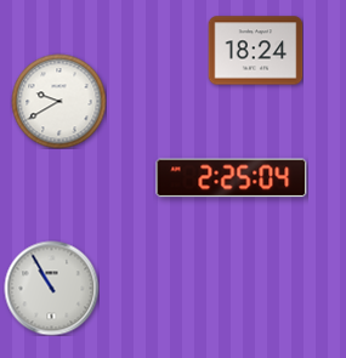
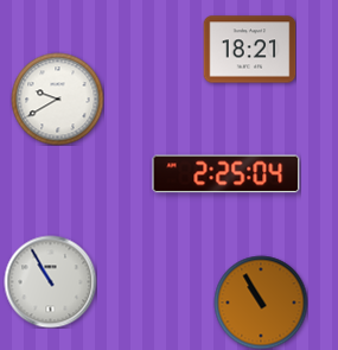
clock at (255, 51): 18:24 -> 18:21
clock at (261, 303): none -> 10:55
